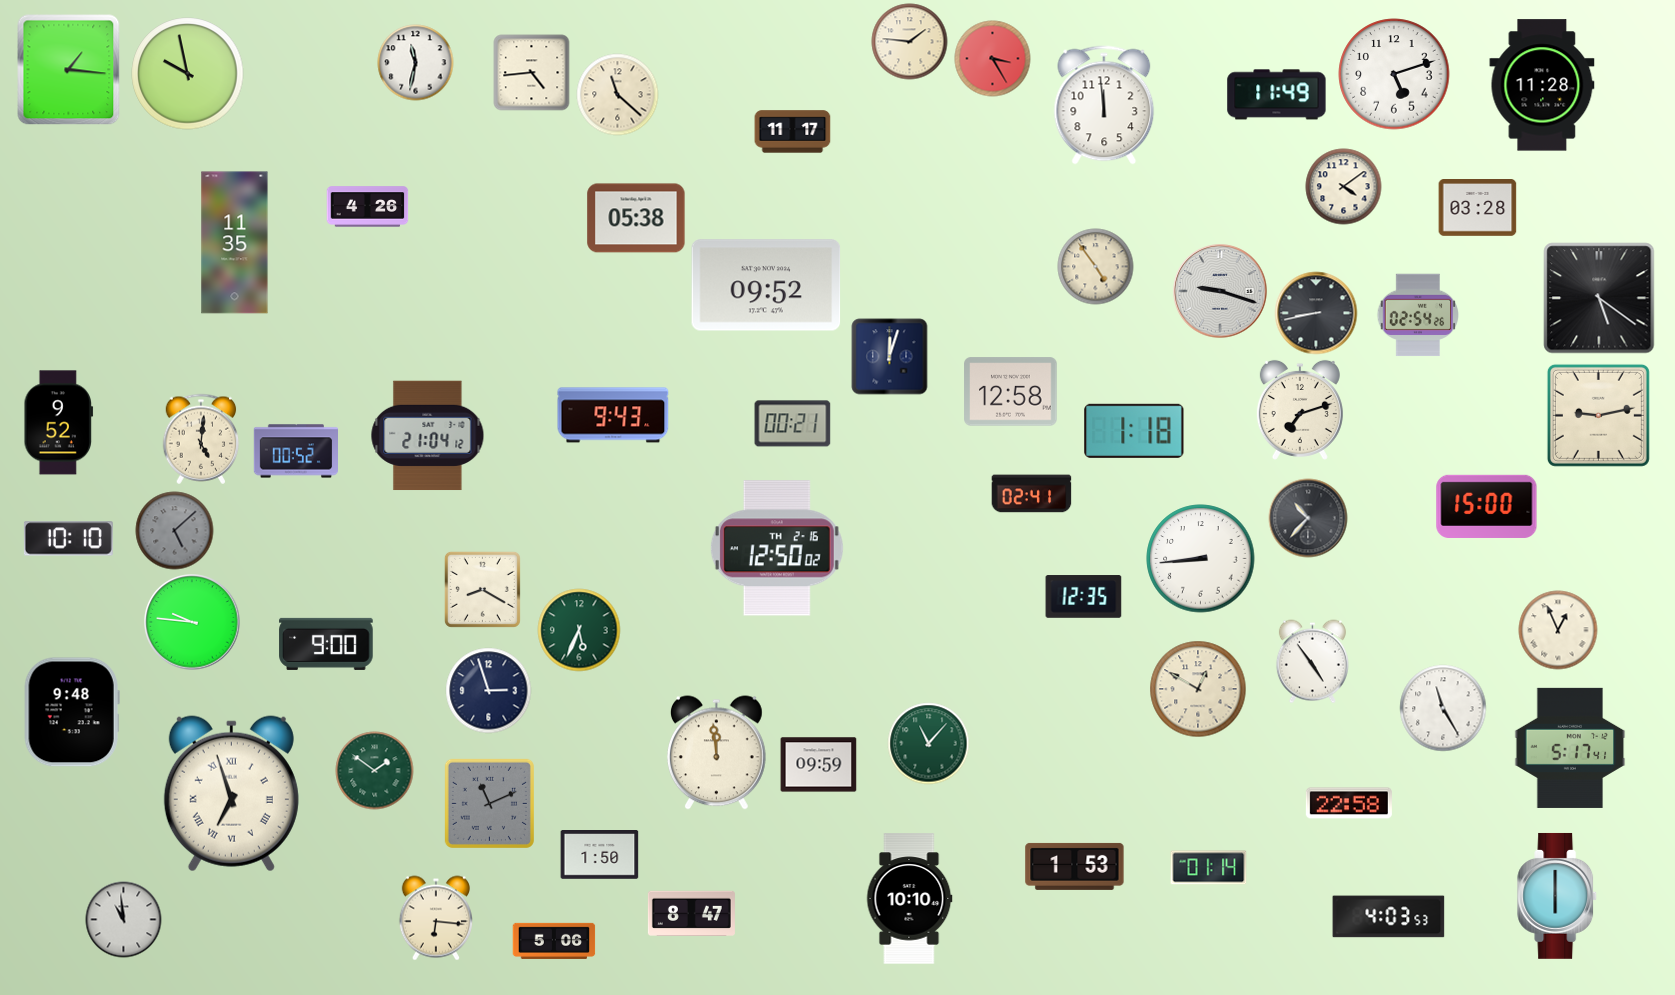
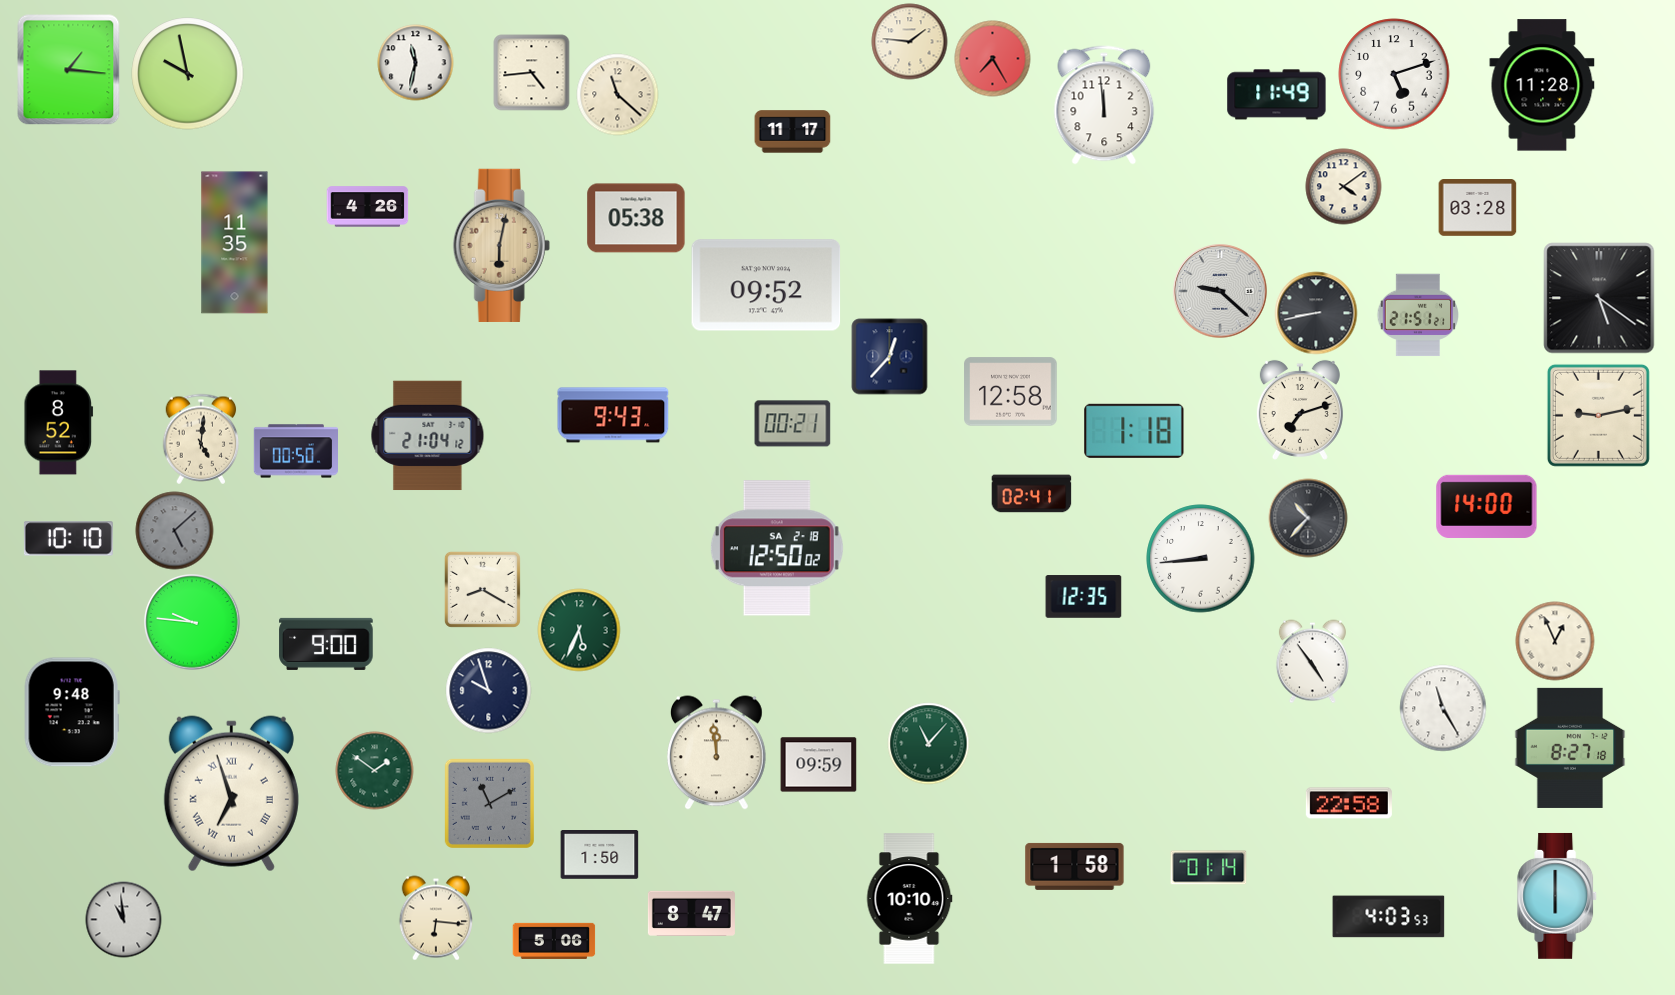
clock at (993, 59): 3:25 -> 7:25
clock at (501, 245): none -> 6:02
clock at (1096, 267): 4:54 -> none
clock at (1220, 291): 9:18 -> 9:22
clock at (1418, 315): 02:54 -> 21:51
clock at (890, 357): 12:03 -> 12:37
clock at (59, 423): 9:52 -> 8:52
clock at (295, 451): 00:52 -> 00:50
clock at (1487, 506): 15:00 -> 14:00
clock at (777, 548) date: TH 2-16 -> SA 2-18
clock at (1558, 630) position: (1558, 630) -> (1555, 641)
clock at (1198, 689): 12:50 -> none
clock at (489, 691): 2:57 -> 9:57
clock at (1570, 748): 5:17 -> 8:27
clock at (489, 803): 11:11 -> 11:10
clock at (1075, 866): 1:53 -> 1:58
